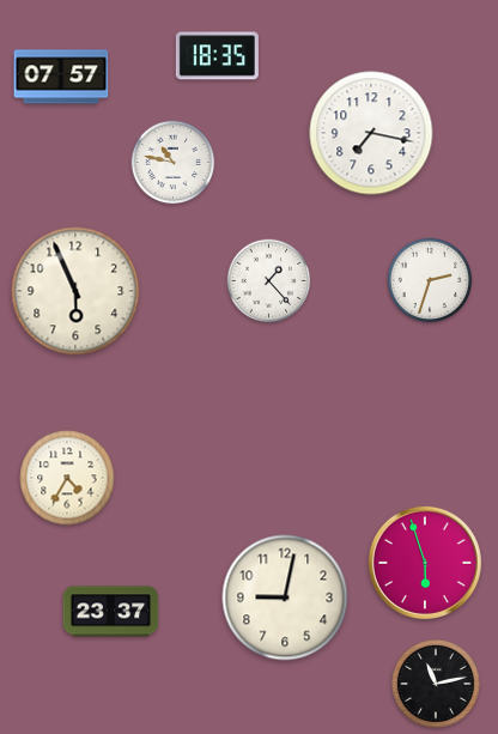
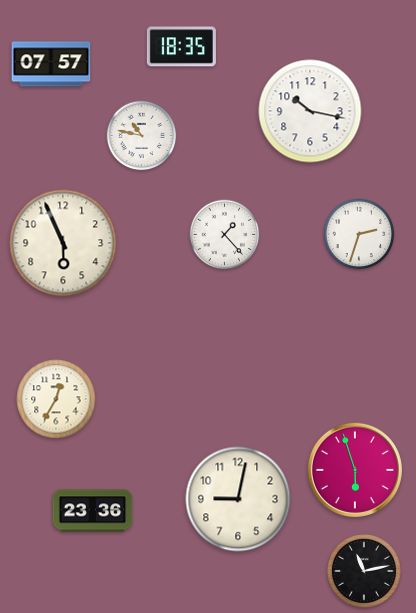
clock at (371, 133): 7:17 -> 10:17
clock at (174, 163) position: (174, 163) -> (142, 136)
clock at (67, 478): 4:35 -> 12:35
clock at (111, 612): 23:37 -> 23:36
